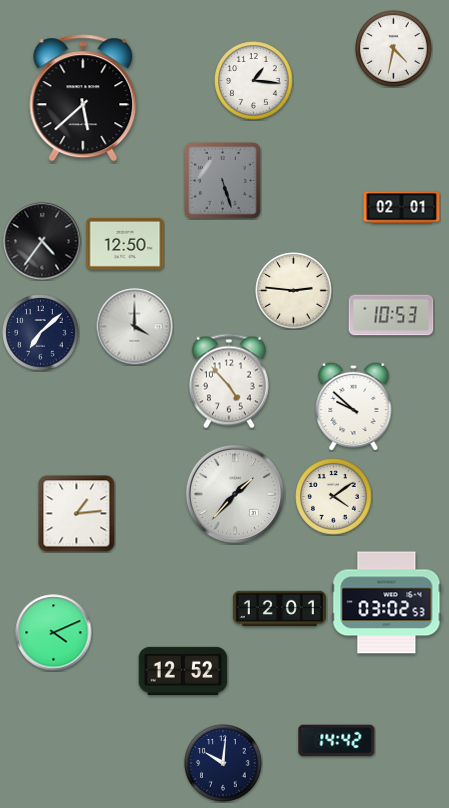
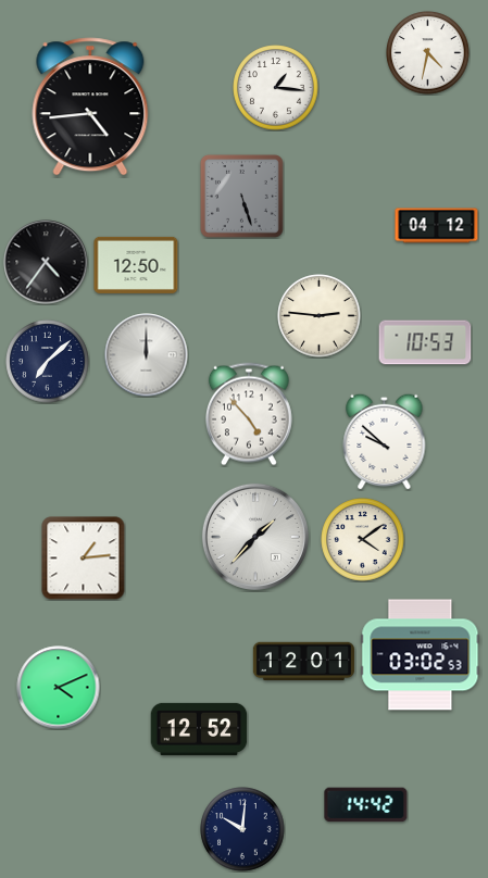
clock at (83, 98): 5:38 -> 4:44
clock at (402, 208): 02:01 -> 04:12
clock at (135, 327): 4:00 -> 12:00
clock at (41, 333) position: (41, 333) -> (48, 362)
